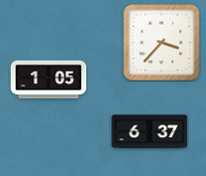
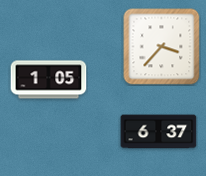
clock at (162, 43) position: (162, 43) -> (162, 47)
clock at (150, 132) position: (150, 132) -> (159, 132)
